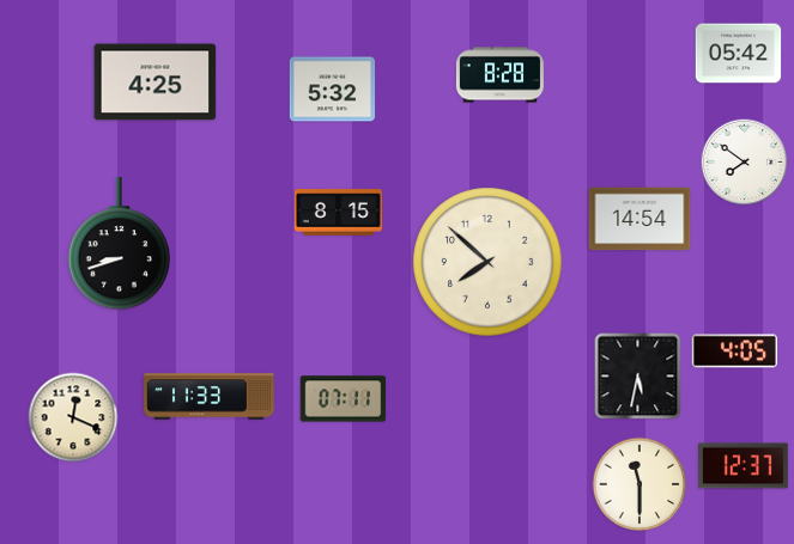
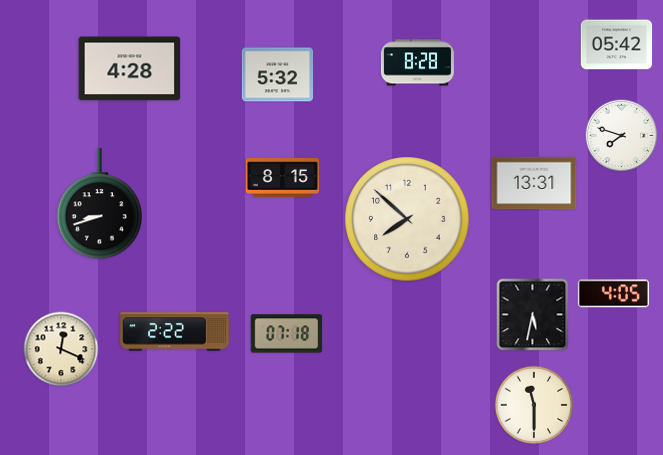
clock at (156, 82): 4:25 -> 4:28
clock at (745, 163): 7:51 -> 7:48
clock at (640, 219): 14:54 -> 13:31
clock at (210, 397): 11:33 -> 2:22
clock at (344, 399): 07:11 -> 07:18
clock at (744, 466): 12:37 -> none
